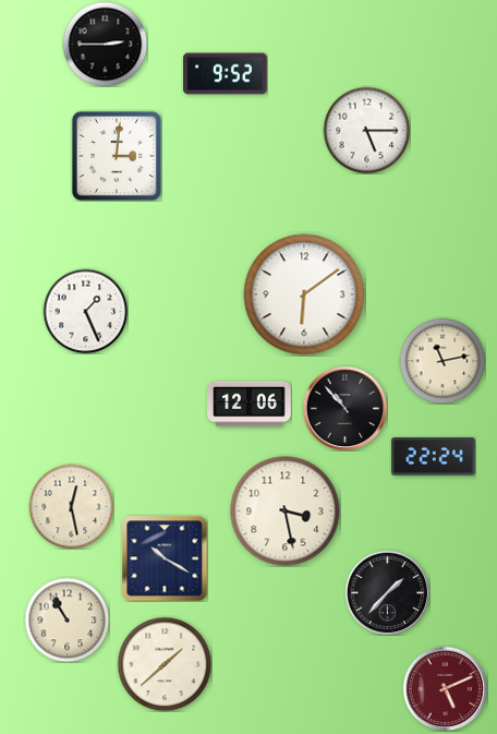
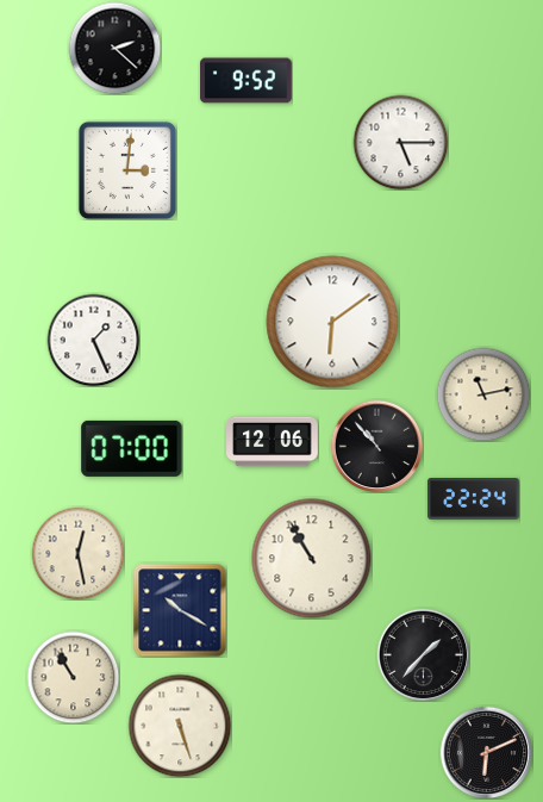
clock at (105, 44): 2:45 -> 2:22
clock at (132, 448): none -> 07:00
clock at (286, 512): 3:28 -> 10:55
clock at (387, 592) position: (387, 592) -> (423, 654)
clock at (165, 664): 1:38 -> 5:27
clock at (445, 688): 5:11 -> 6:11
clock at (445, 688) dial: burgundy -> black
